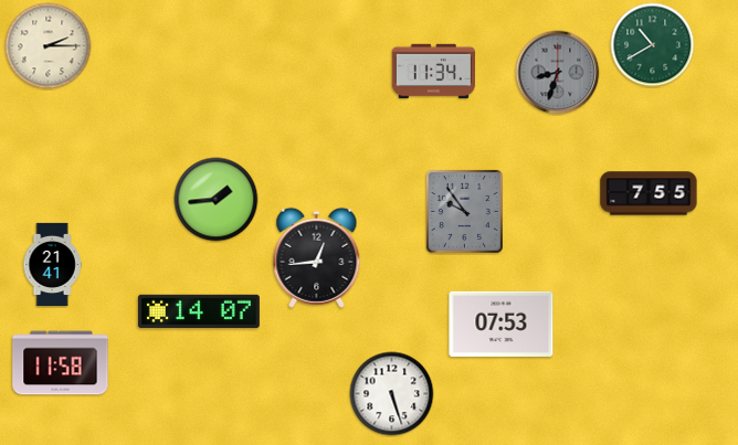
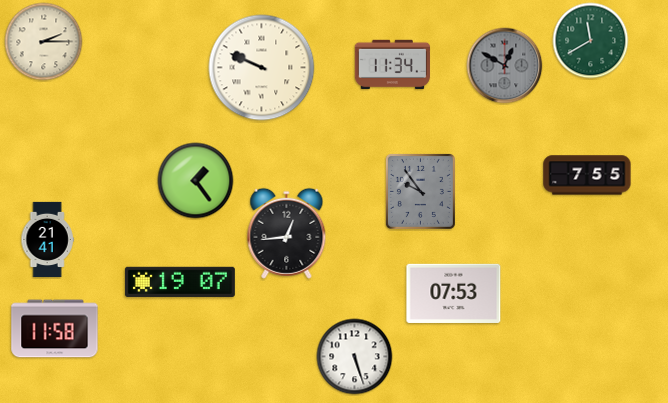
clock at (653, 45): 10:40 -> 11:40
clock at (558, 73): 8:33 -> 12:50
clock at (262, 68): none -> 9:49
clock at (217, 200): 1:44 -> 1:24
clock at (199, 311): 14:07 -> 19:07
